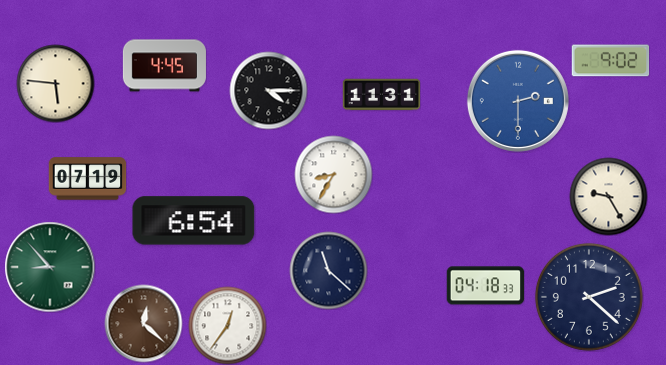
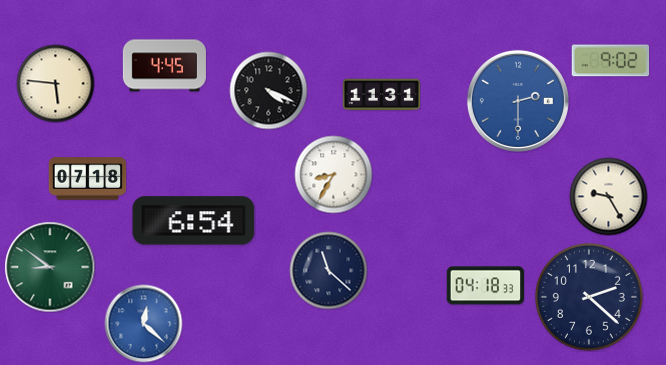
clock at (268, 90): 4:15 -> 4:19
clock at (87, 179): 07:19 -> 07:18
clock at (50, 267): 8:53 -> 8:51
clock at (143, 323) dial: brown -> blue
clock at (227, 325): 12:36 -> none
